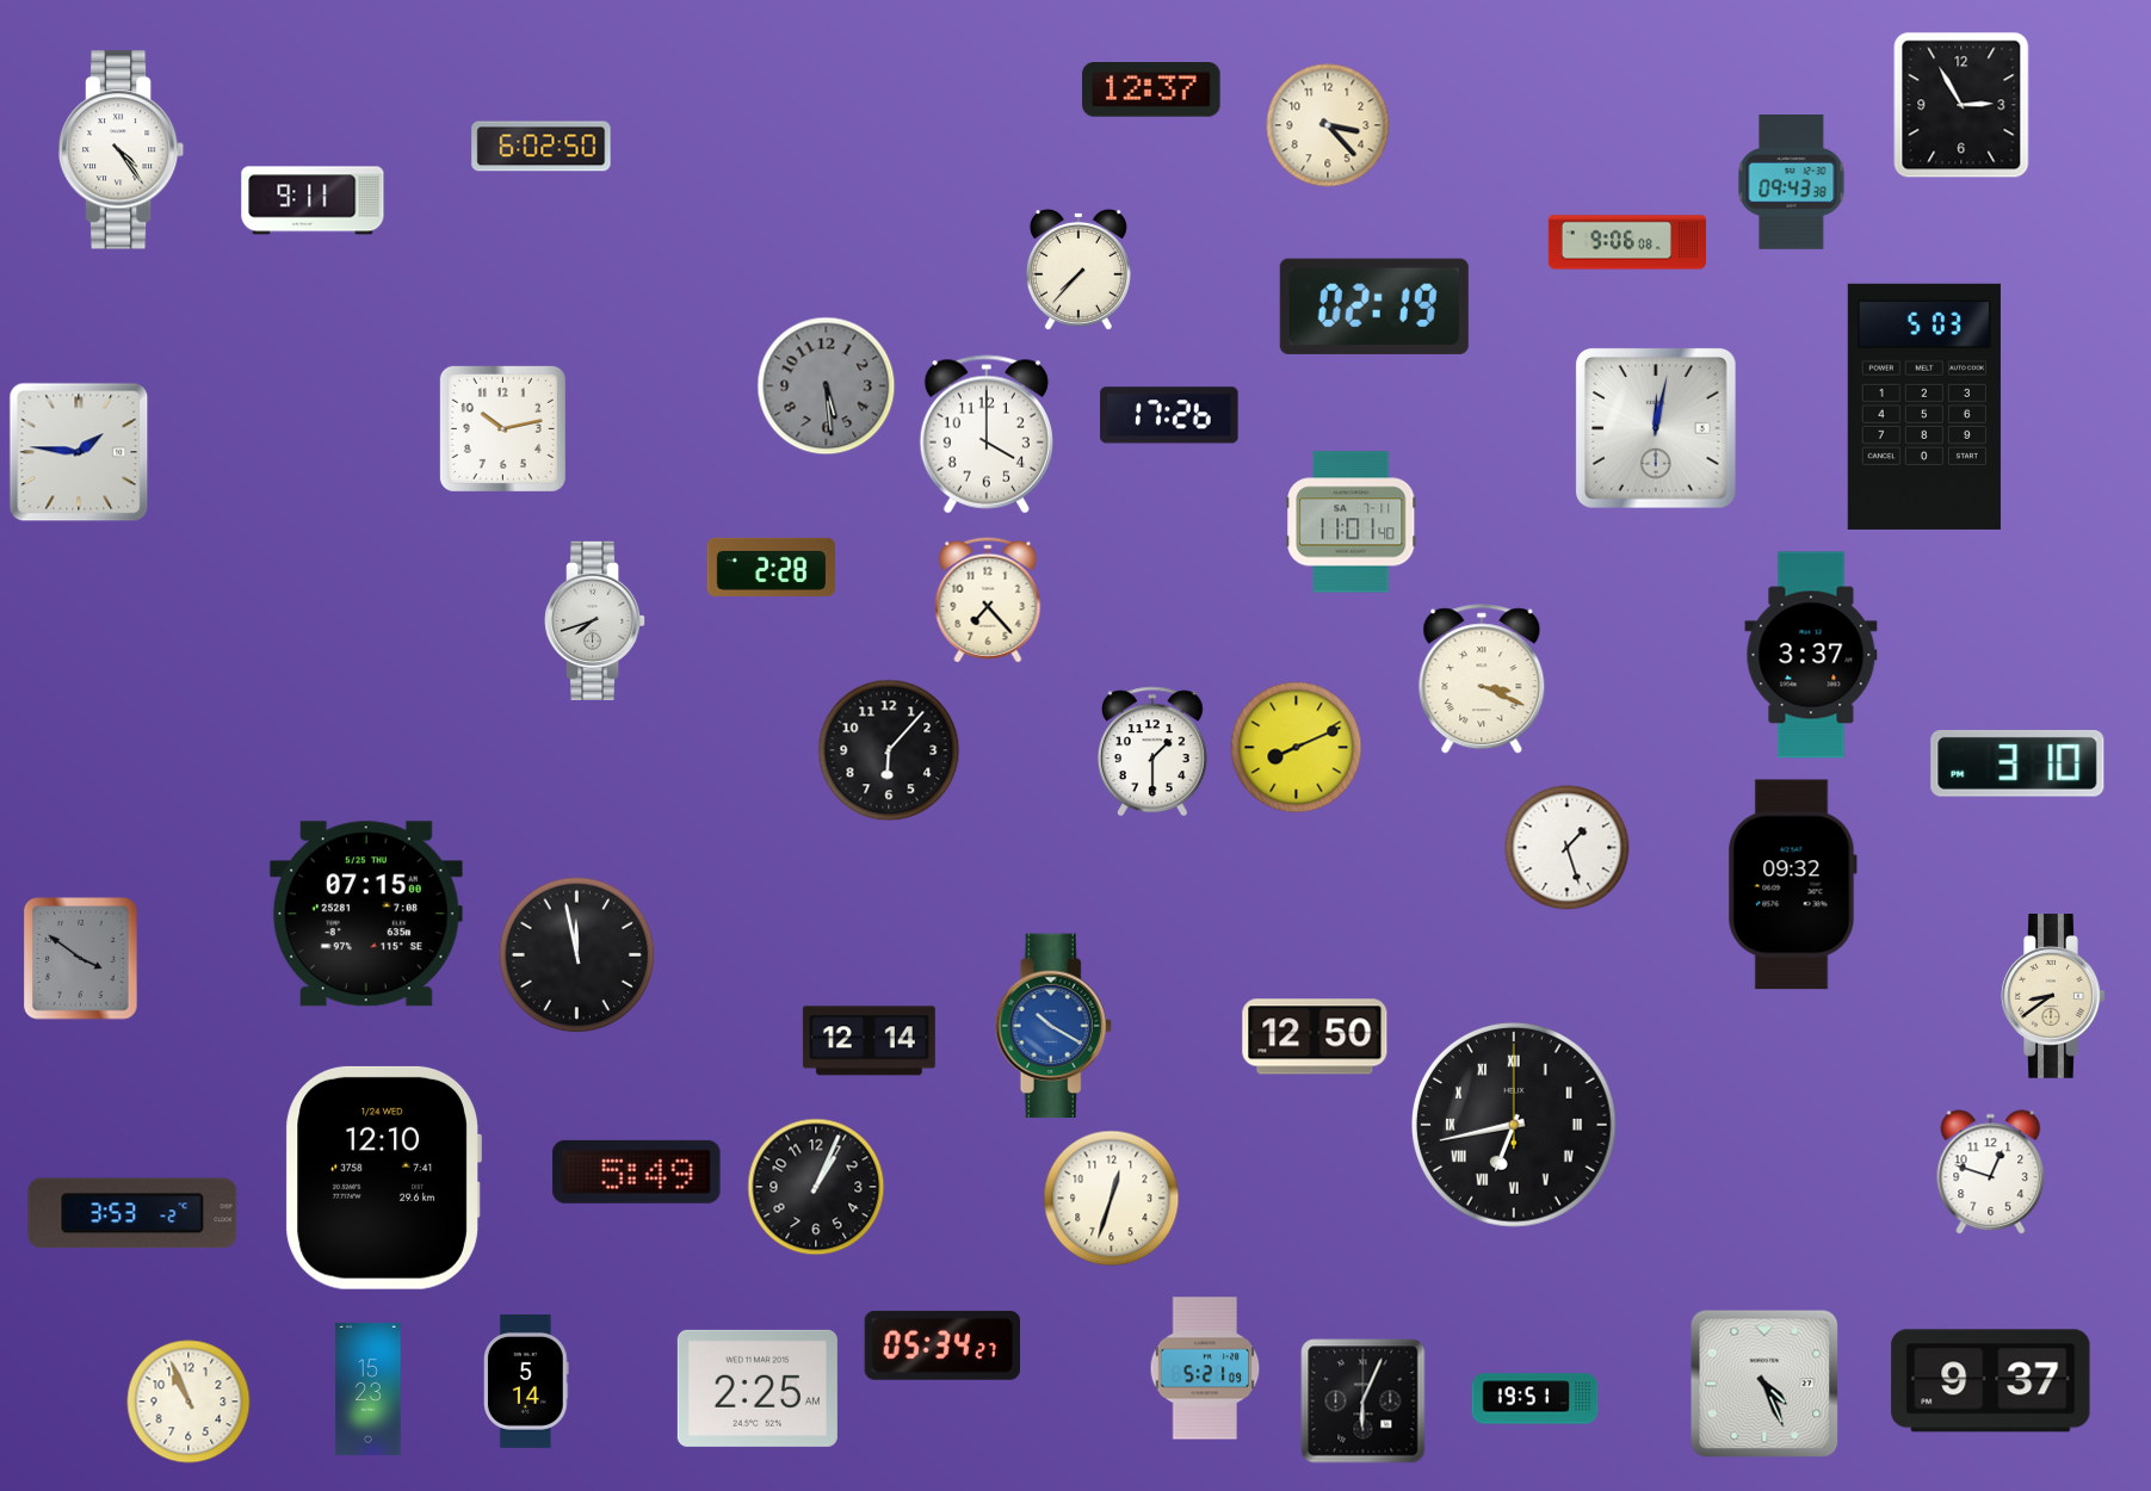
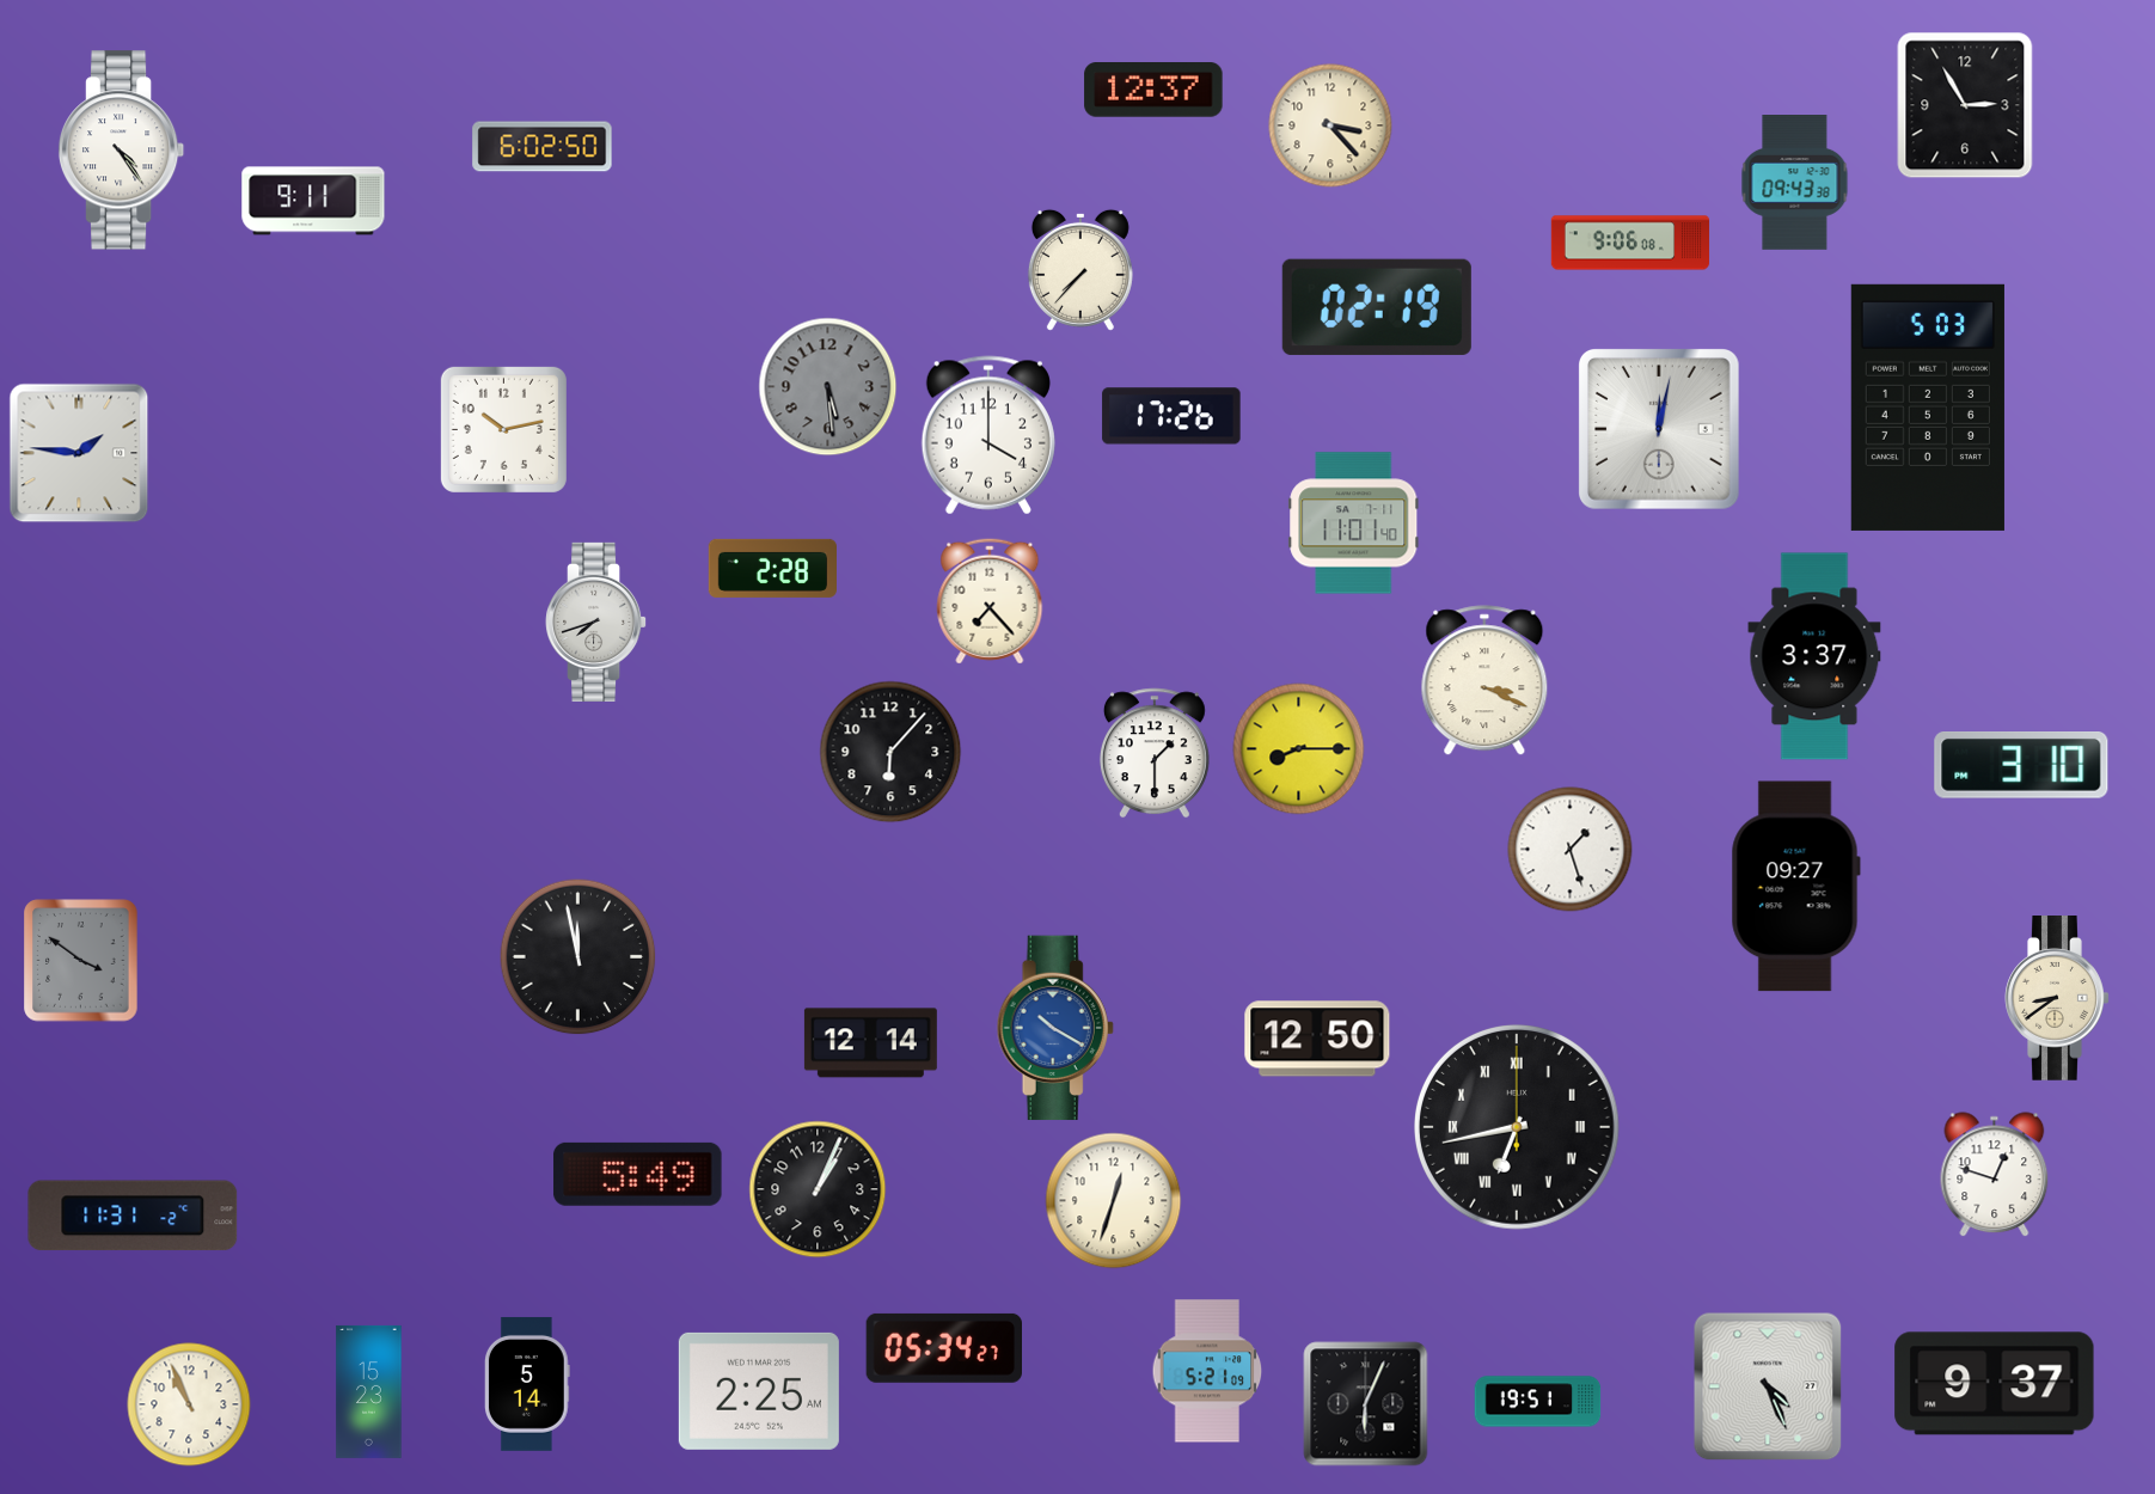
clock at (1297, 748): 8:11 -> 8:15
clock at (1792, 885): 09:32 -> 09:27
clock at (366, 914): 07:15 -> none
clock at (383, 1177): 12:10 -> none
clock at (132, 1213): 3:53 -> 11:31
